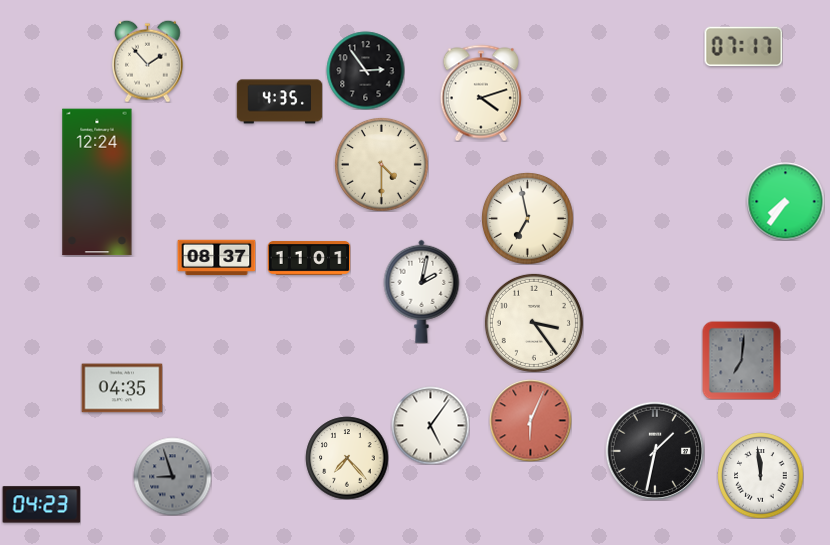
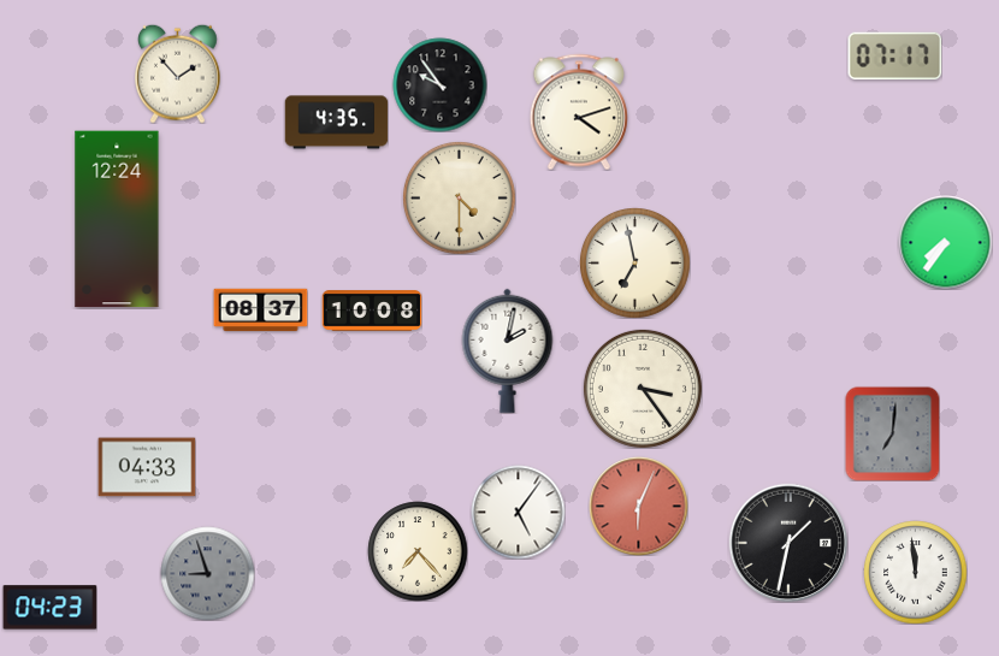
clock at (365, 70): 2:54 -> 9:54
clock at (309, 258): 11:01 -> 10:08
clock at (122, 388): 04:35 -> 04:33
